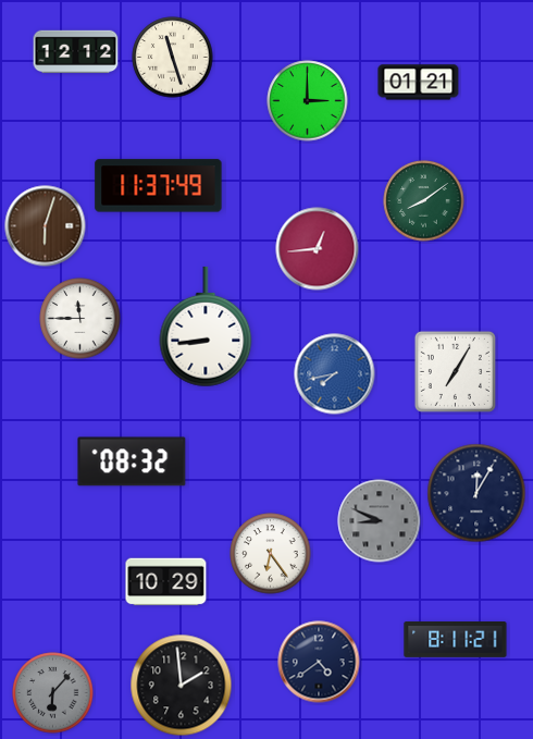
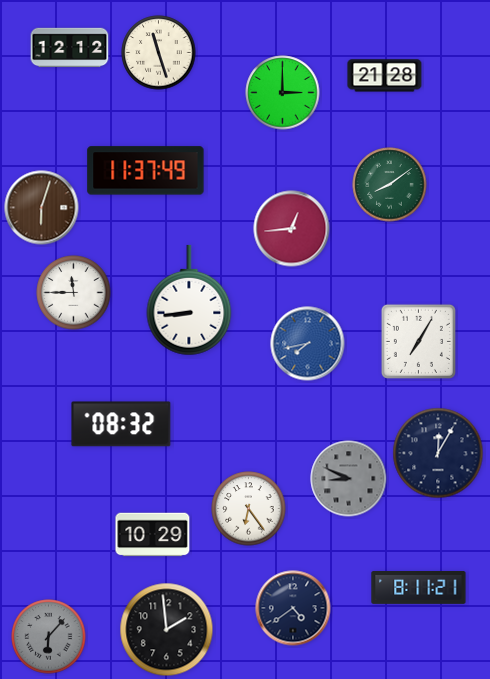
clock at (419, 83): 01:21 -> 21:28
